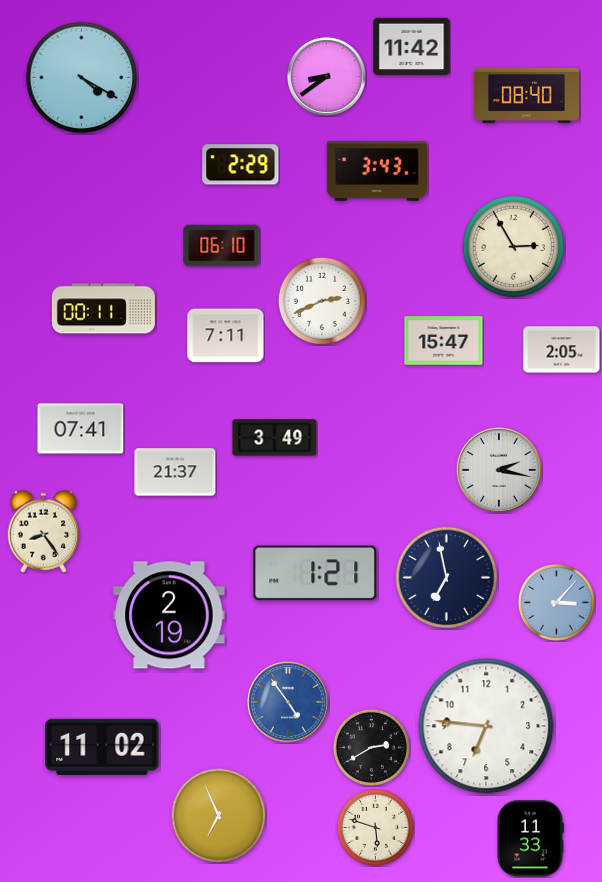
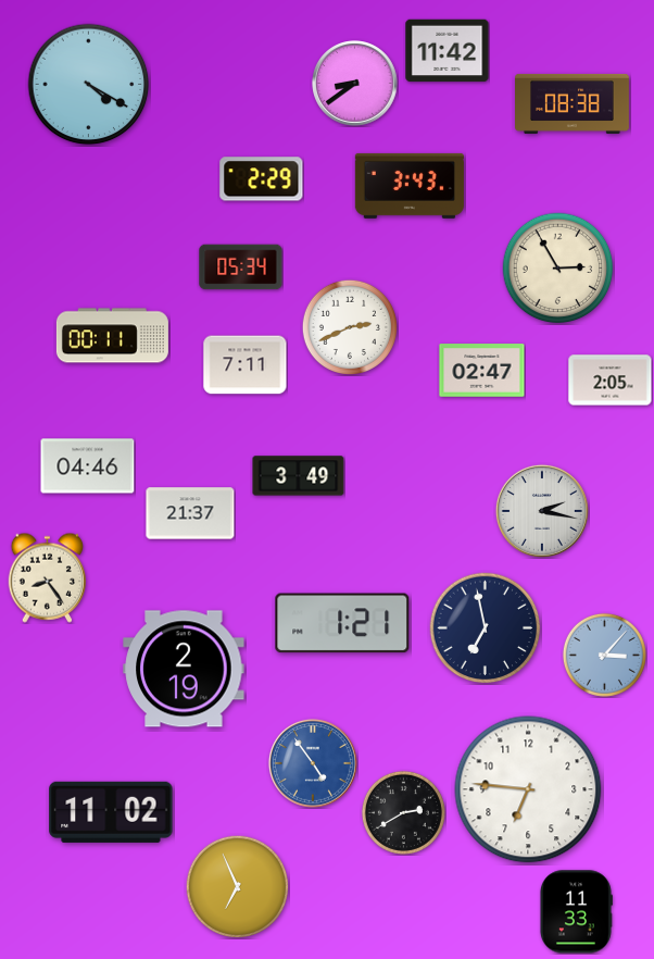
clock at (527, 95): 08:40 -> 08:38
clock at (222, 246): 06:10 -> 05:34
clock at (444, 341): 15:47 -> 02:47
clock at (81, 429): 07:41 -> 04:46
clock at (375, 827): 5:48 -> none
